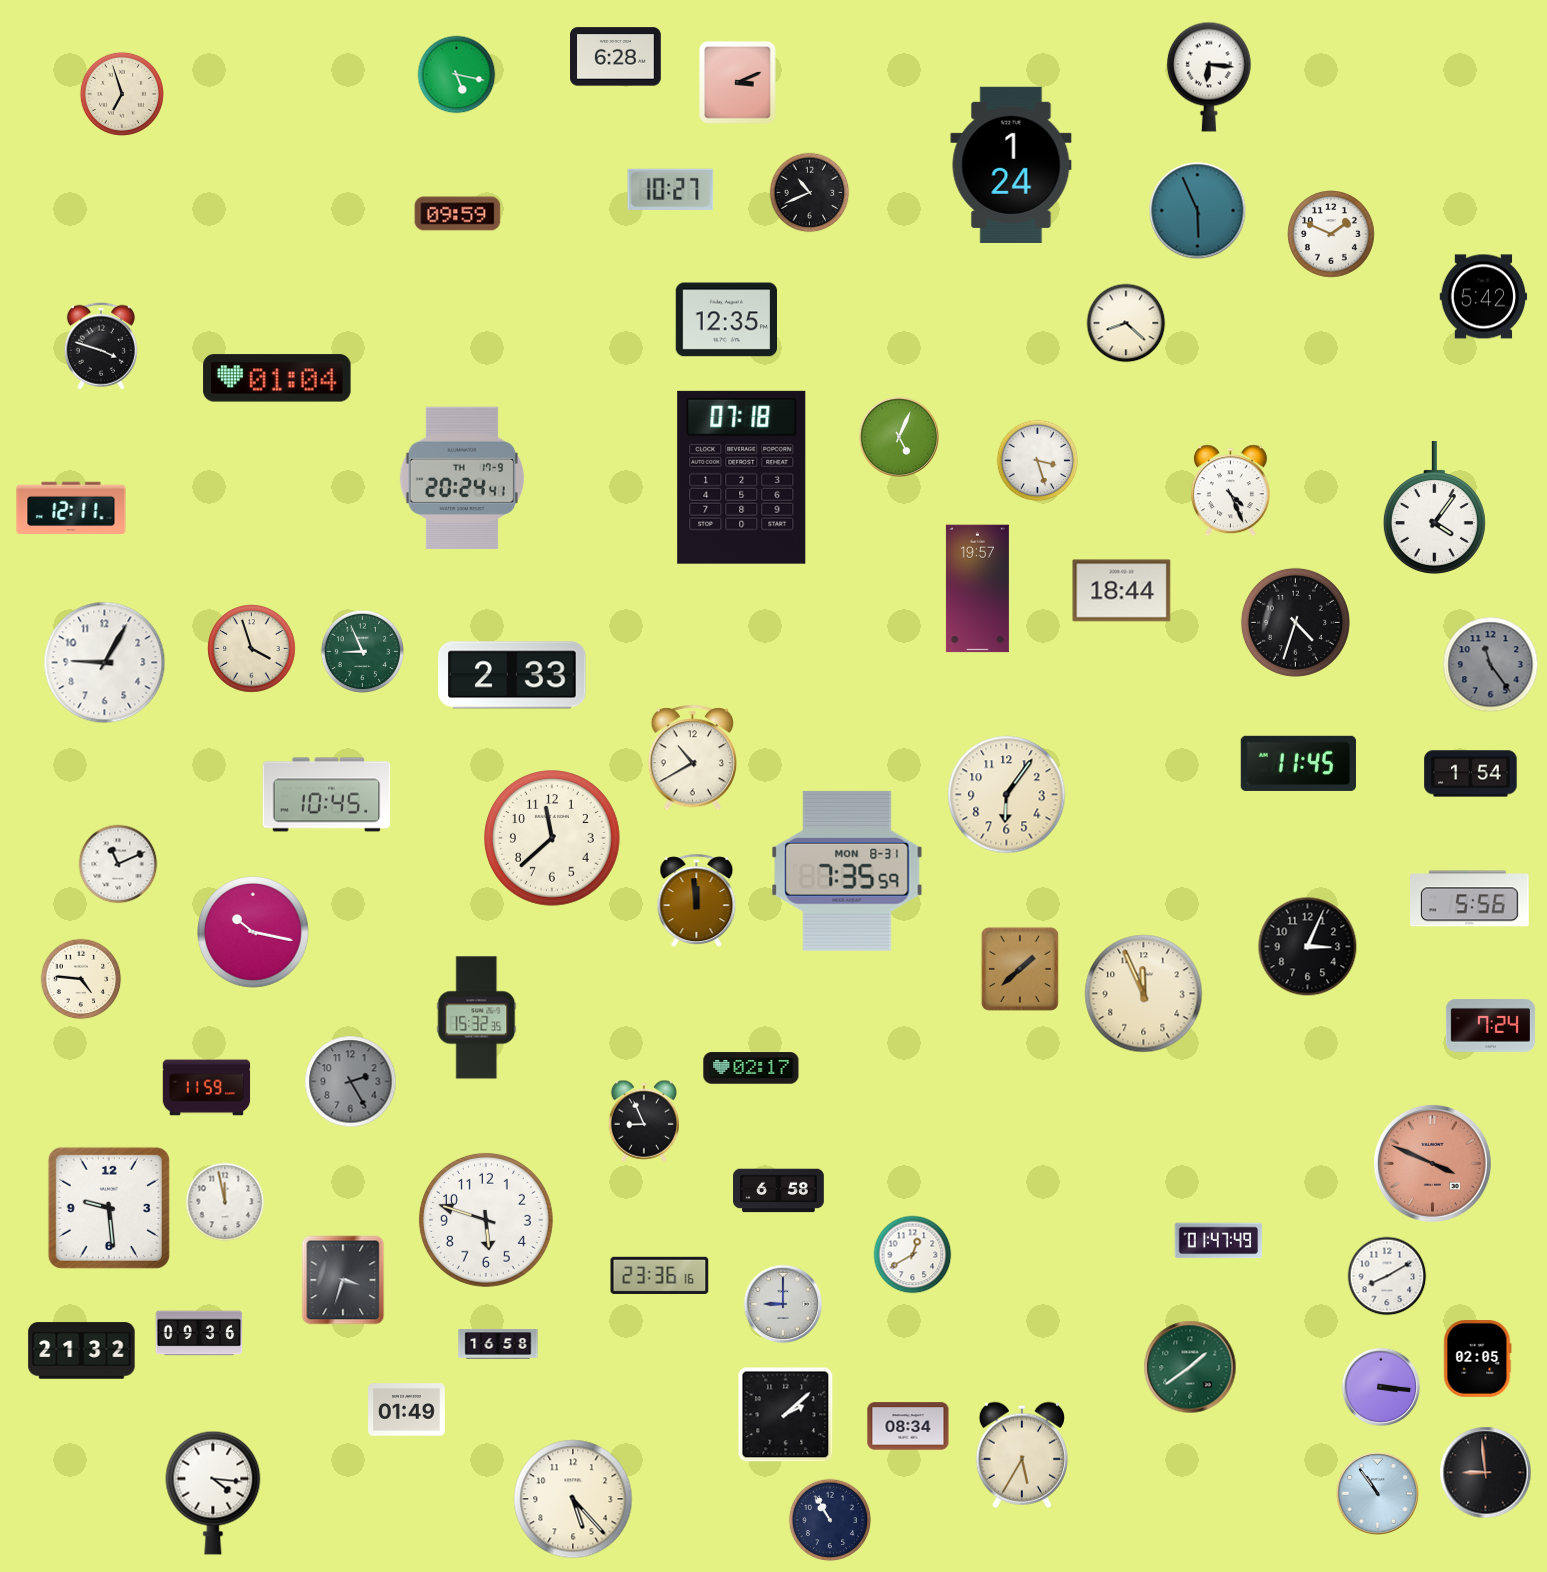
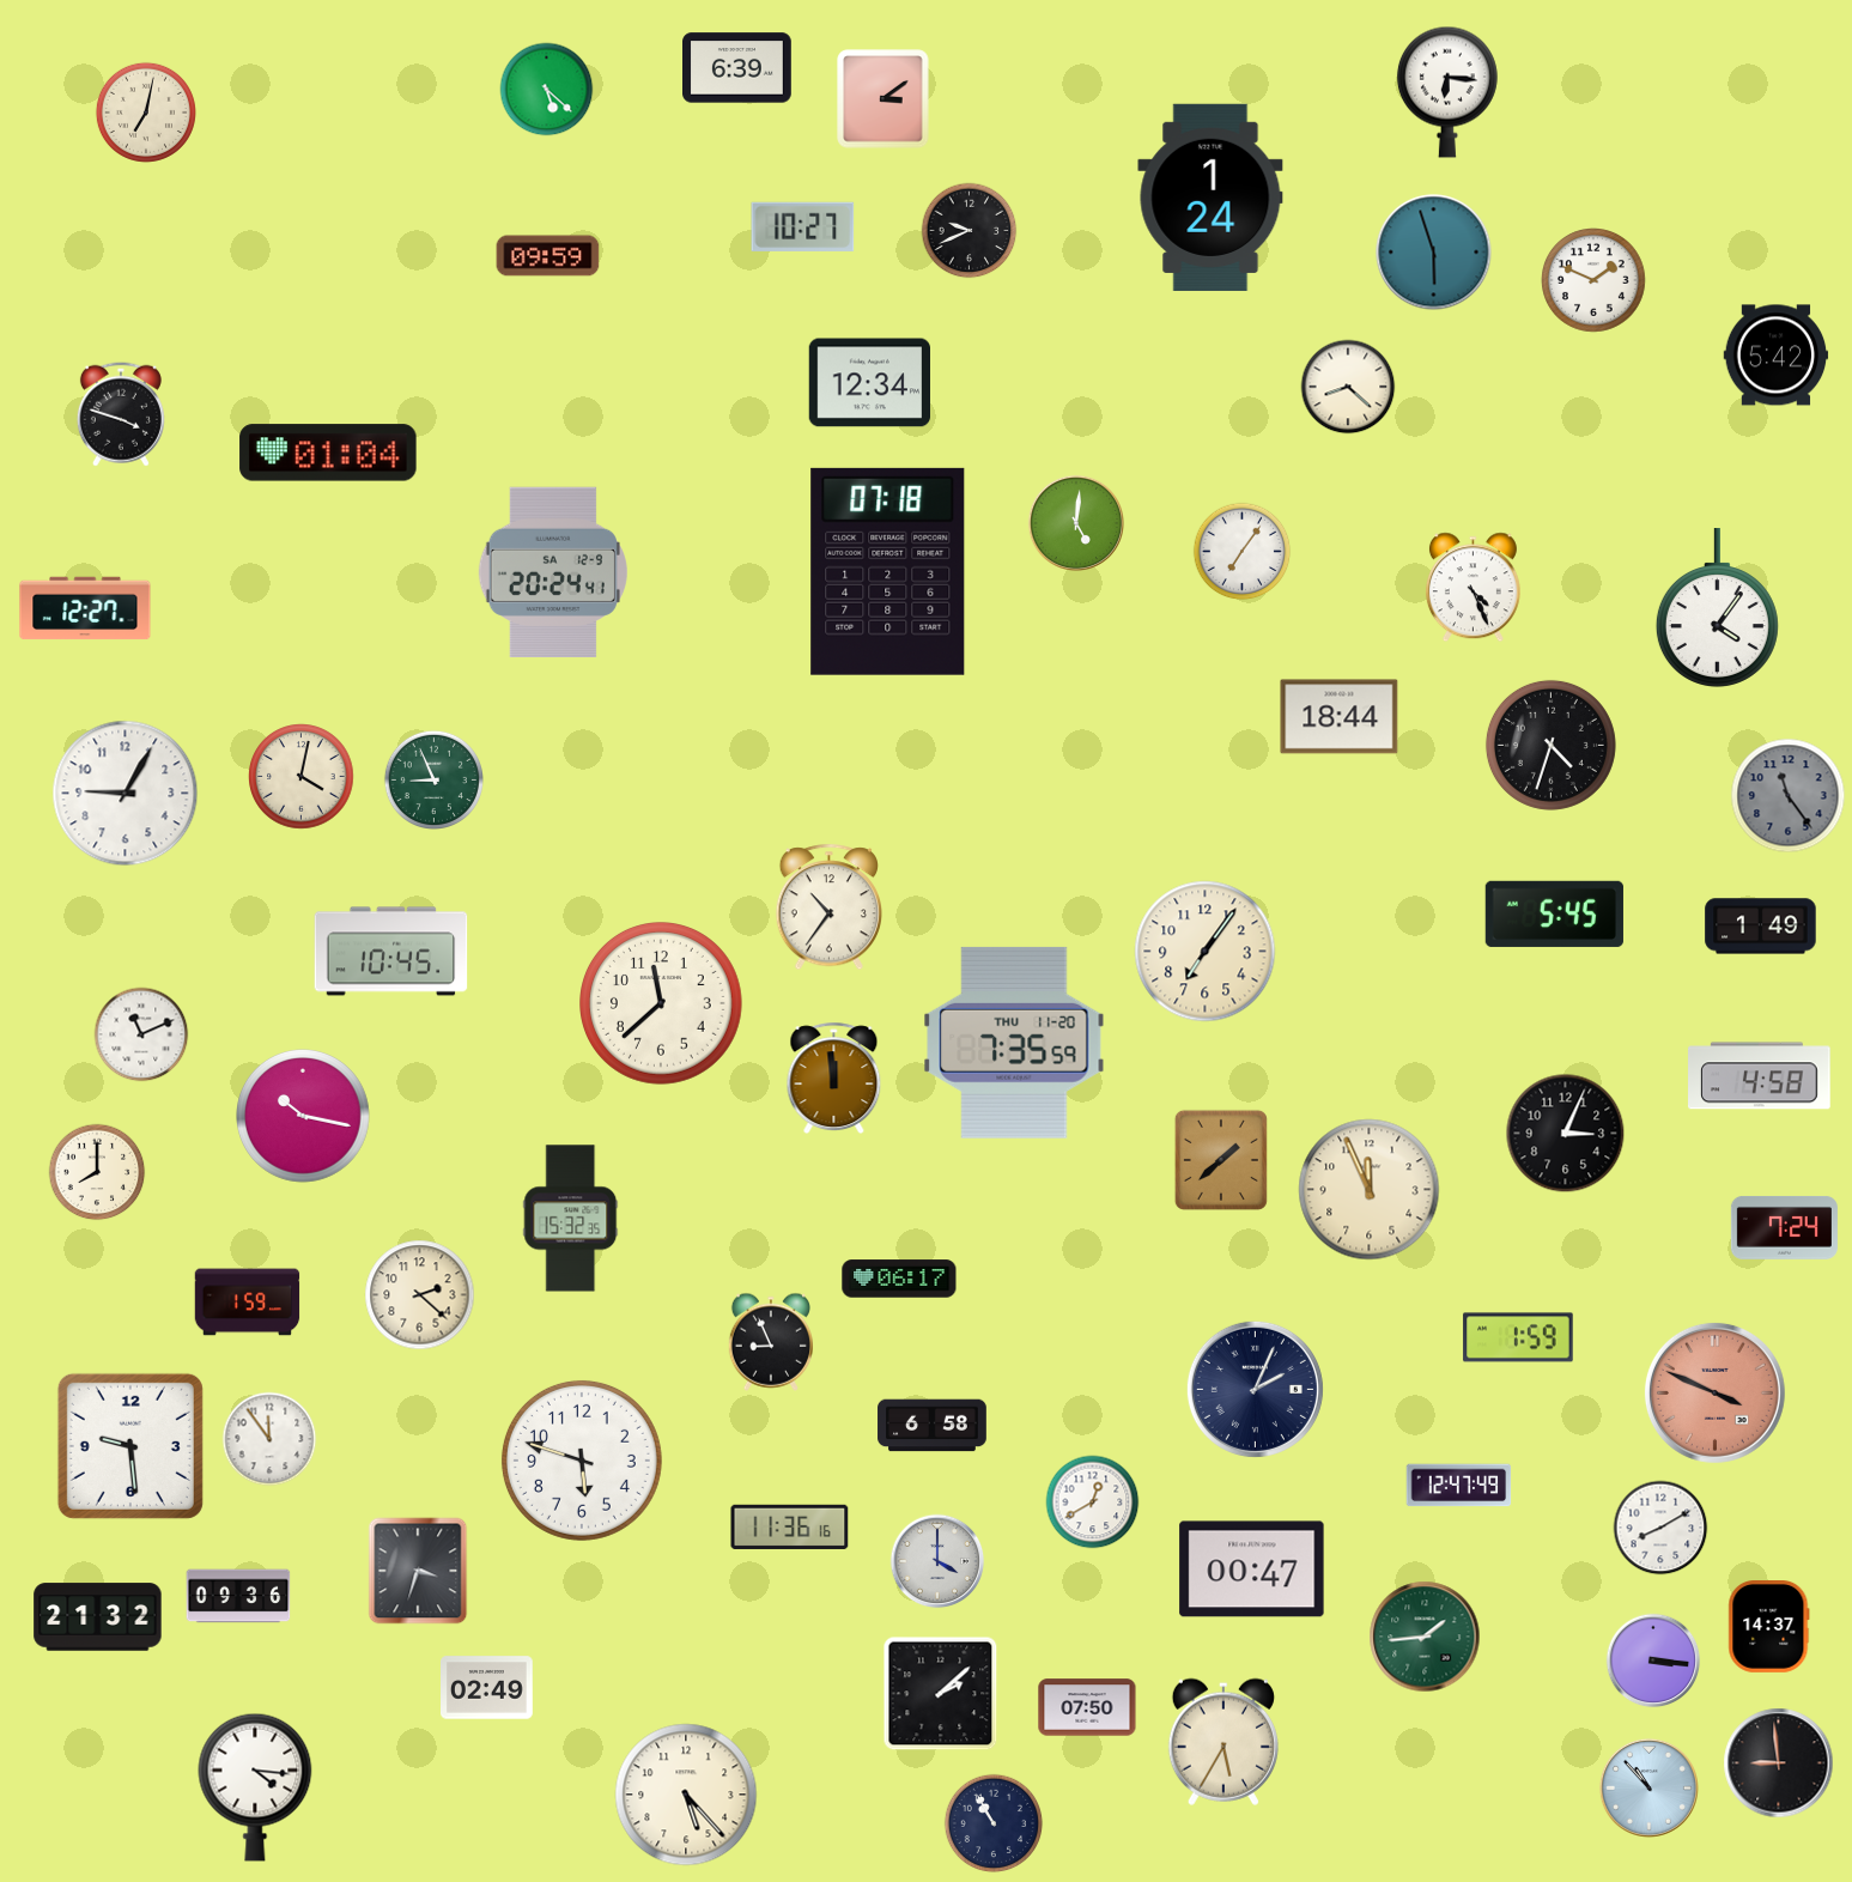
clock at (616, 57): 6:28 -> 6:39
clock at (457, 75): 5:17 -> 5:22
clock at (738, 83): 3:11 -> 3:09
clock at (122, 94): 6:57 -> 7:02
clock at (810, 193): 10:41 -> 9:41
clock at (1198, 211): 5:56 -> 5:57
clock at (726, 320): 12:35 -> 12:34
clock at (277, 378) position: (277, 378) -> (328, 453)
clock at (898, 436): 5:04 -> 5:01
clock at (1038, 461): 3:27 -> 7:06
clock at (462, 477) date: TH 17-9 -> SA 12-9
clock at (71, 508): 12:11 -> 12:27
clock at (977, 589): 19:57 -> none
clock at (1122, 591) position: (1122, 591) -> (1340, 717)
clock at (252, 649): 3:57 -> 4:02
clock at (1491, 665) position: (1491, 665) -> (1789, 796)
clock at (512, 675): 2:33 -> none
clock at (692, 758): 10:40 -> 10:36
clock at (1298, 763): 11:45 -> 5:45
clock at (1471, 774): 1:54 -> 1:49
clock at (1007, 795): 6:06 -> 7:06
clock at (847, 871) date: MON 8-31 -> THU 11-20
clock at (1470, 899): 5:56 -> 4:58
clock at (81, 979): 4:46 -> 8:00
clock at (751, 1068): 02:17 -> 06:17
clock at (351, 1082): 2:25 -> 2:22
clock at (351, 1082) dial: grey -> cream
clock at (207, 1088): 11:59 -> 1:59
clock at (1518, 1337): none -> 1:59
clock at (1255, 1389): none -> 2:04
clock at (225, 1202): 11:58 -> 11:54
clock at (1219, 1241): 01:47 -> 12:47
clock at (660, 1275): 23:36 -> 11:36
clock at (343, 1280) position: (343, 1280) -> (418, 1571)
clock at (783, 1304): 9:00 -> 4:00
clock at (1252, 1570): none -> 00:47
clock at (498, 1344): 16:58 -> none
clock at (1478, 1359): 02:05 -> 14:37
clock at (1190, 1367): 1:39 -> 1:44
clock at (407, 1410): 01:49 -> 02:49
clock at (908, 1426): 08:34 -> 07:50
clock at (1377, 1493): 10:54 -> 10:53
clock at (830, 1520) position: (830, 1520) -> (994, 1823)
